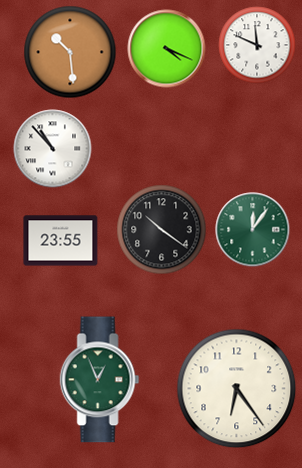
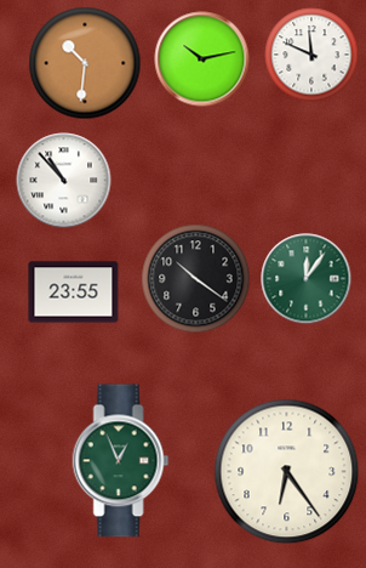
clock at (167, 49): 4:19 -> 10:13
clock at (70, 52): 10:29 -> 10:31
